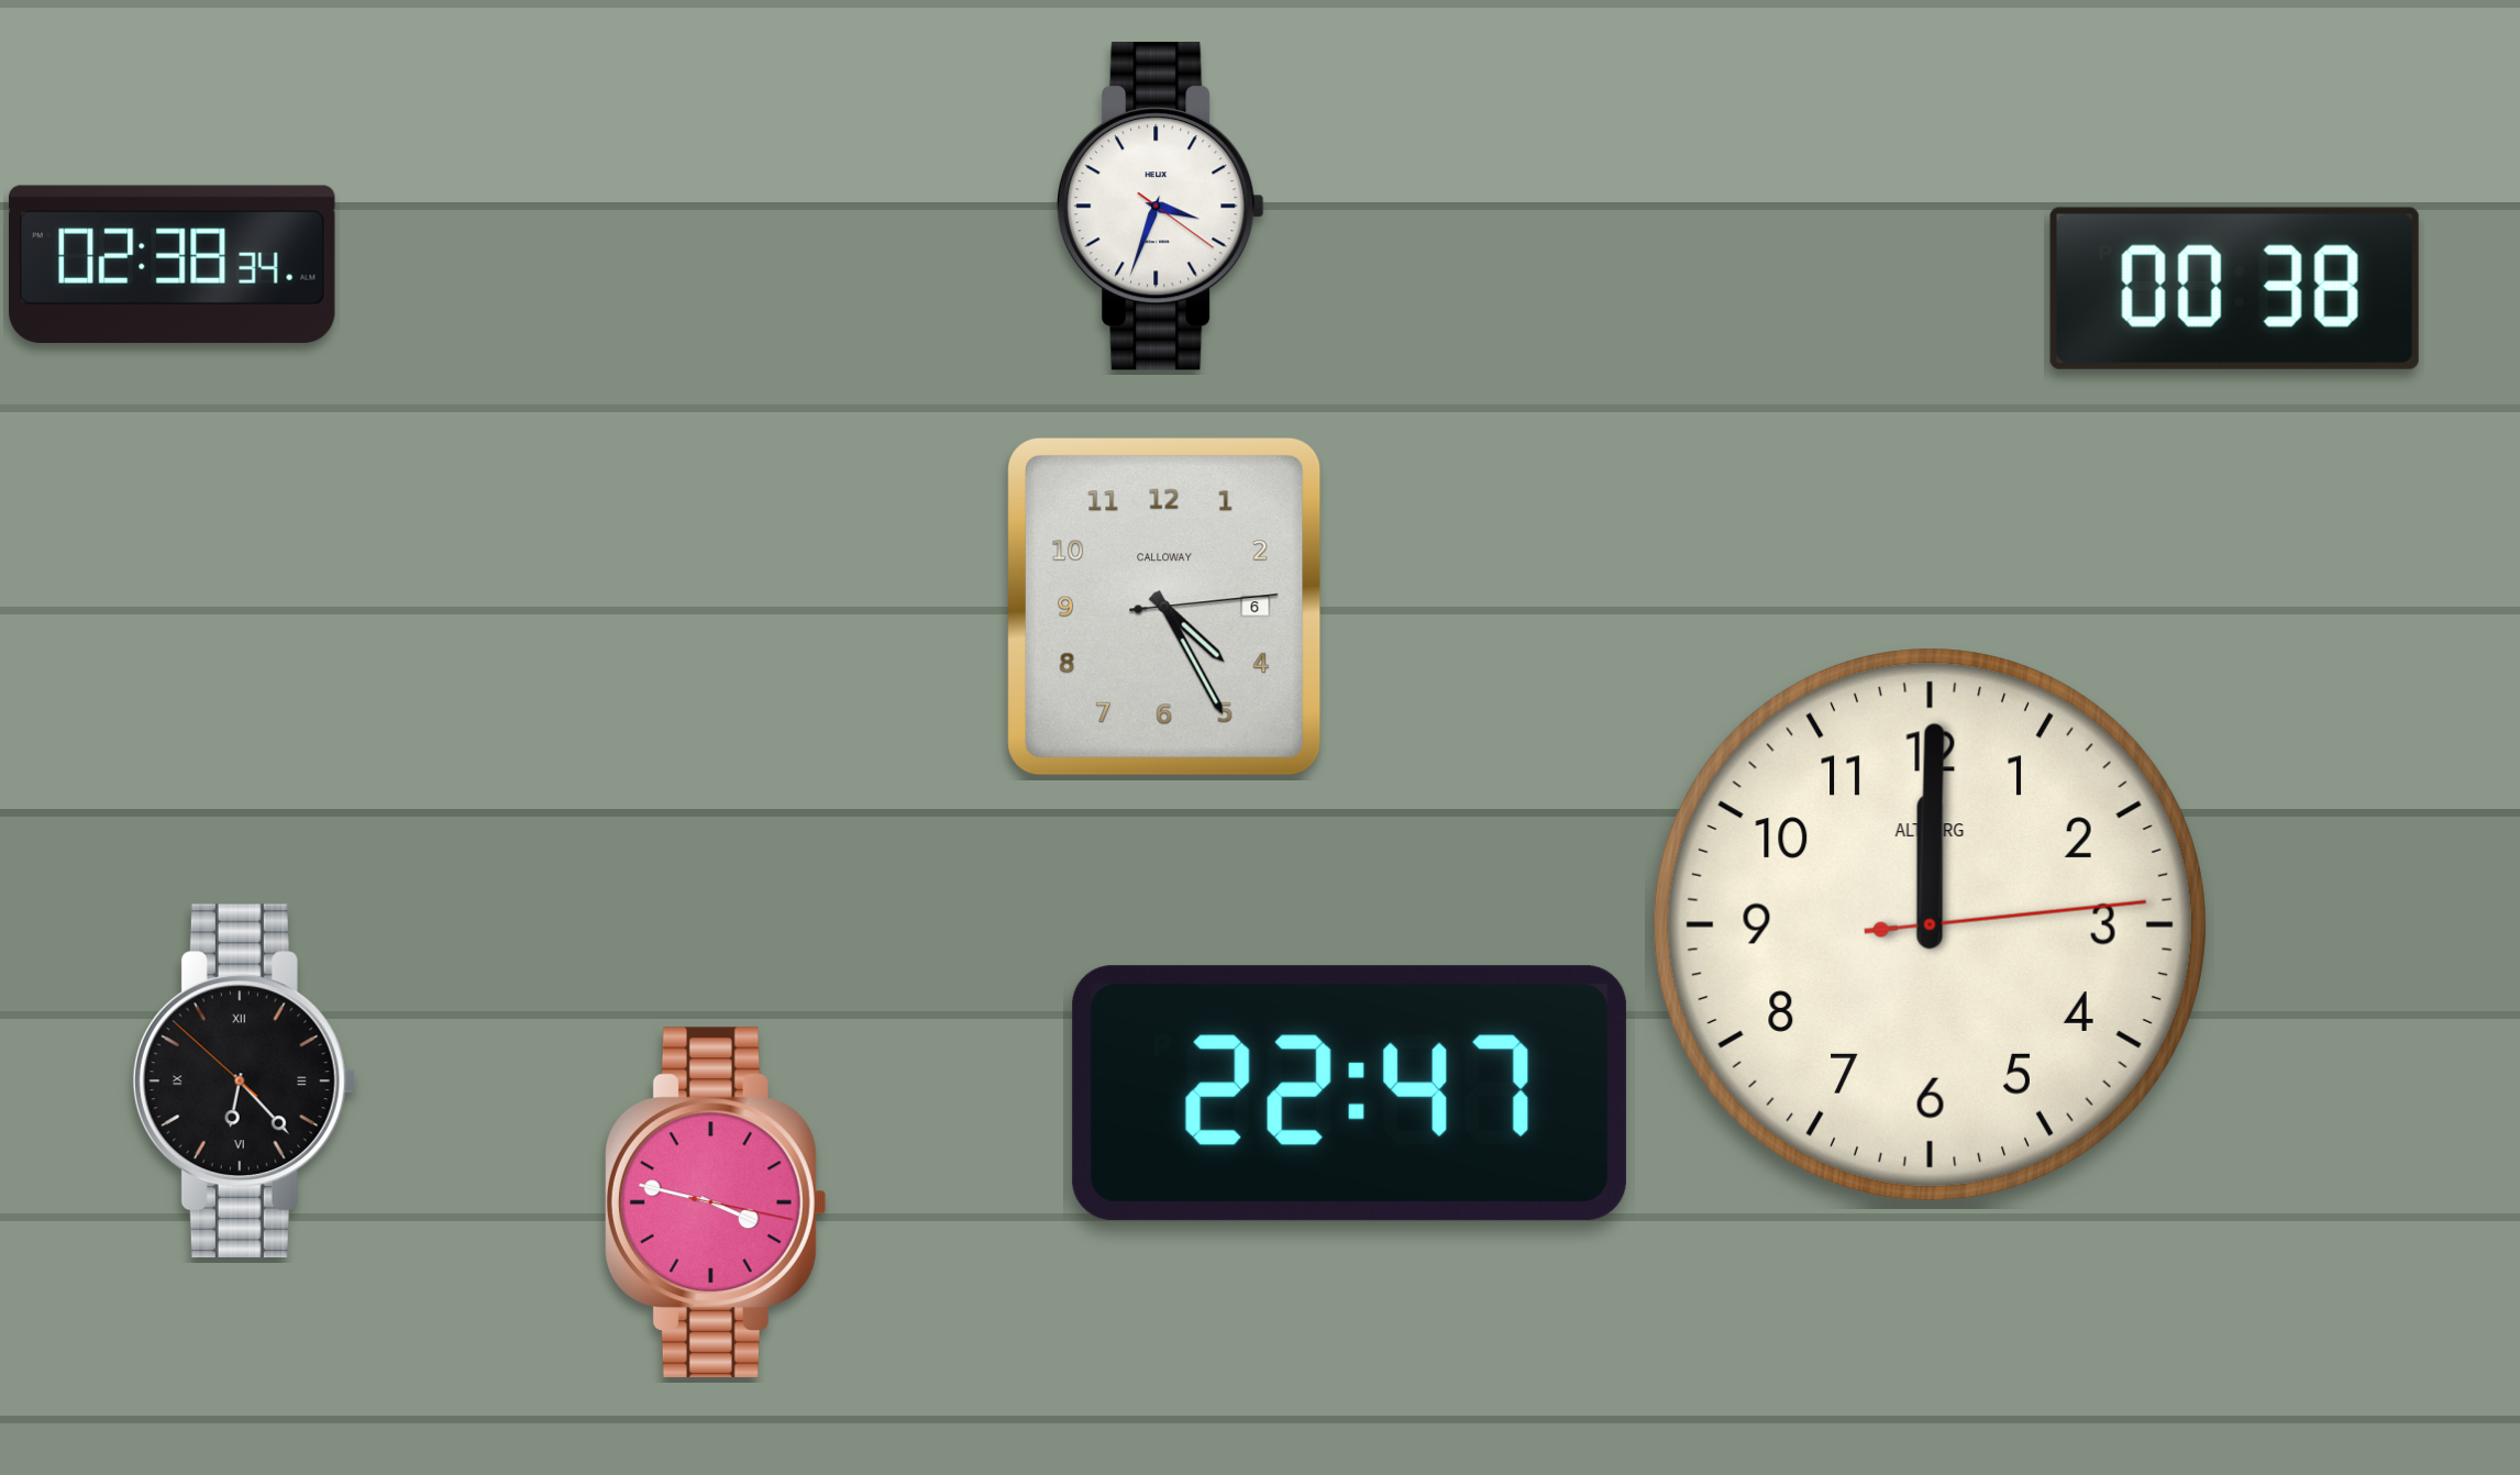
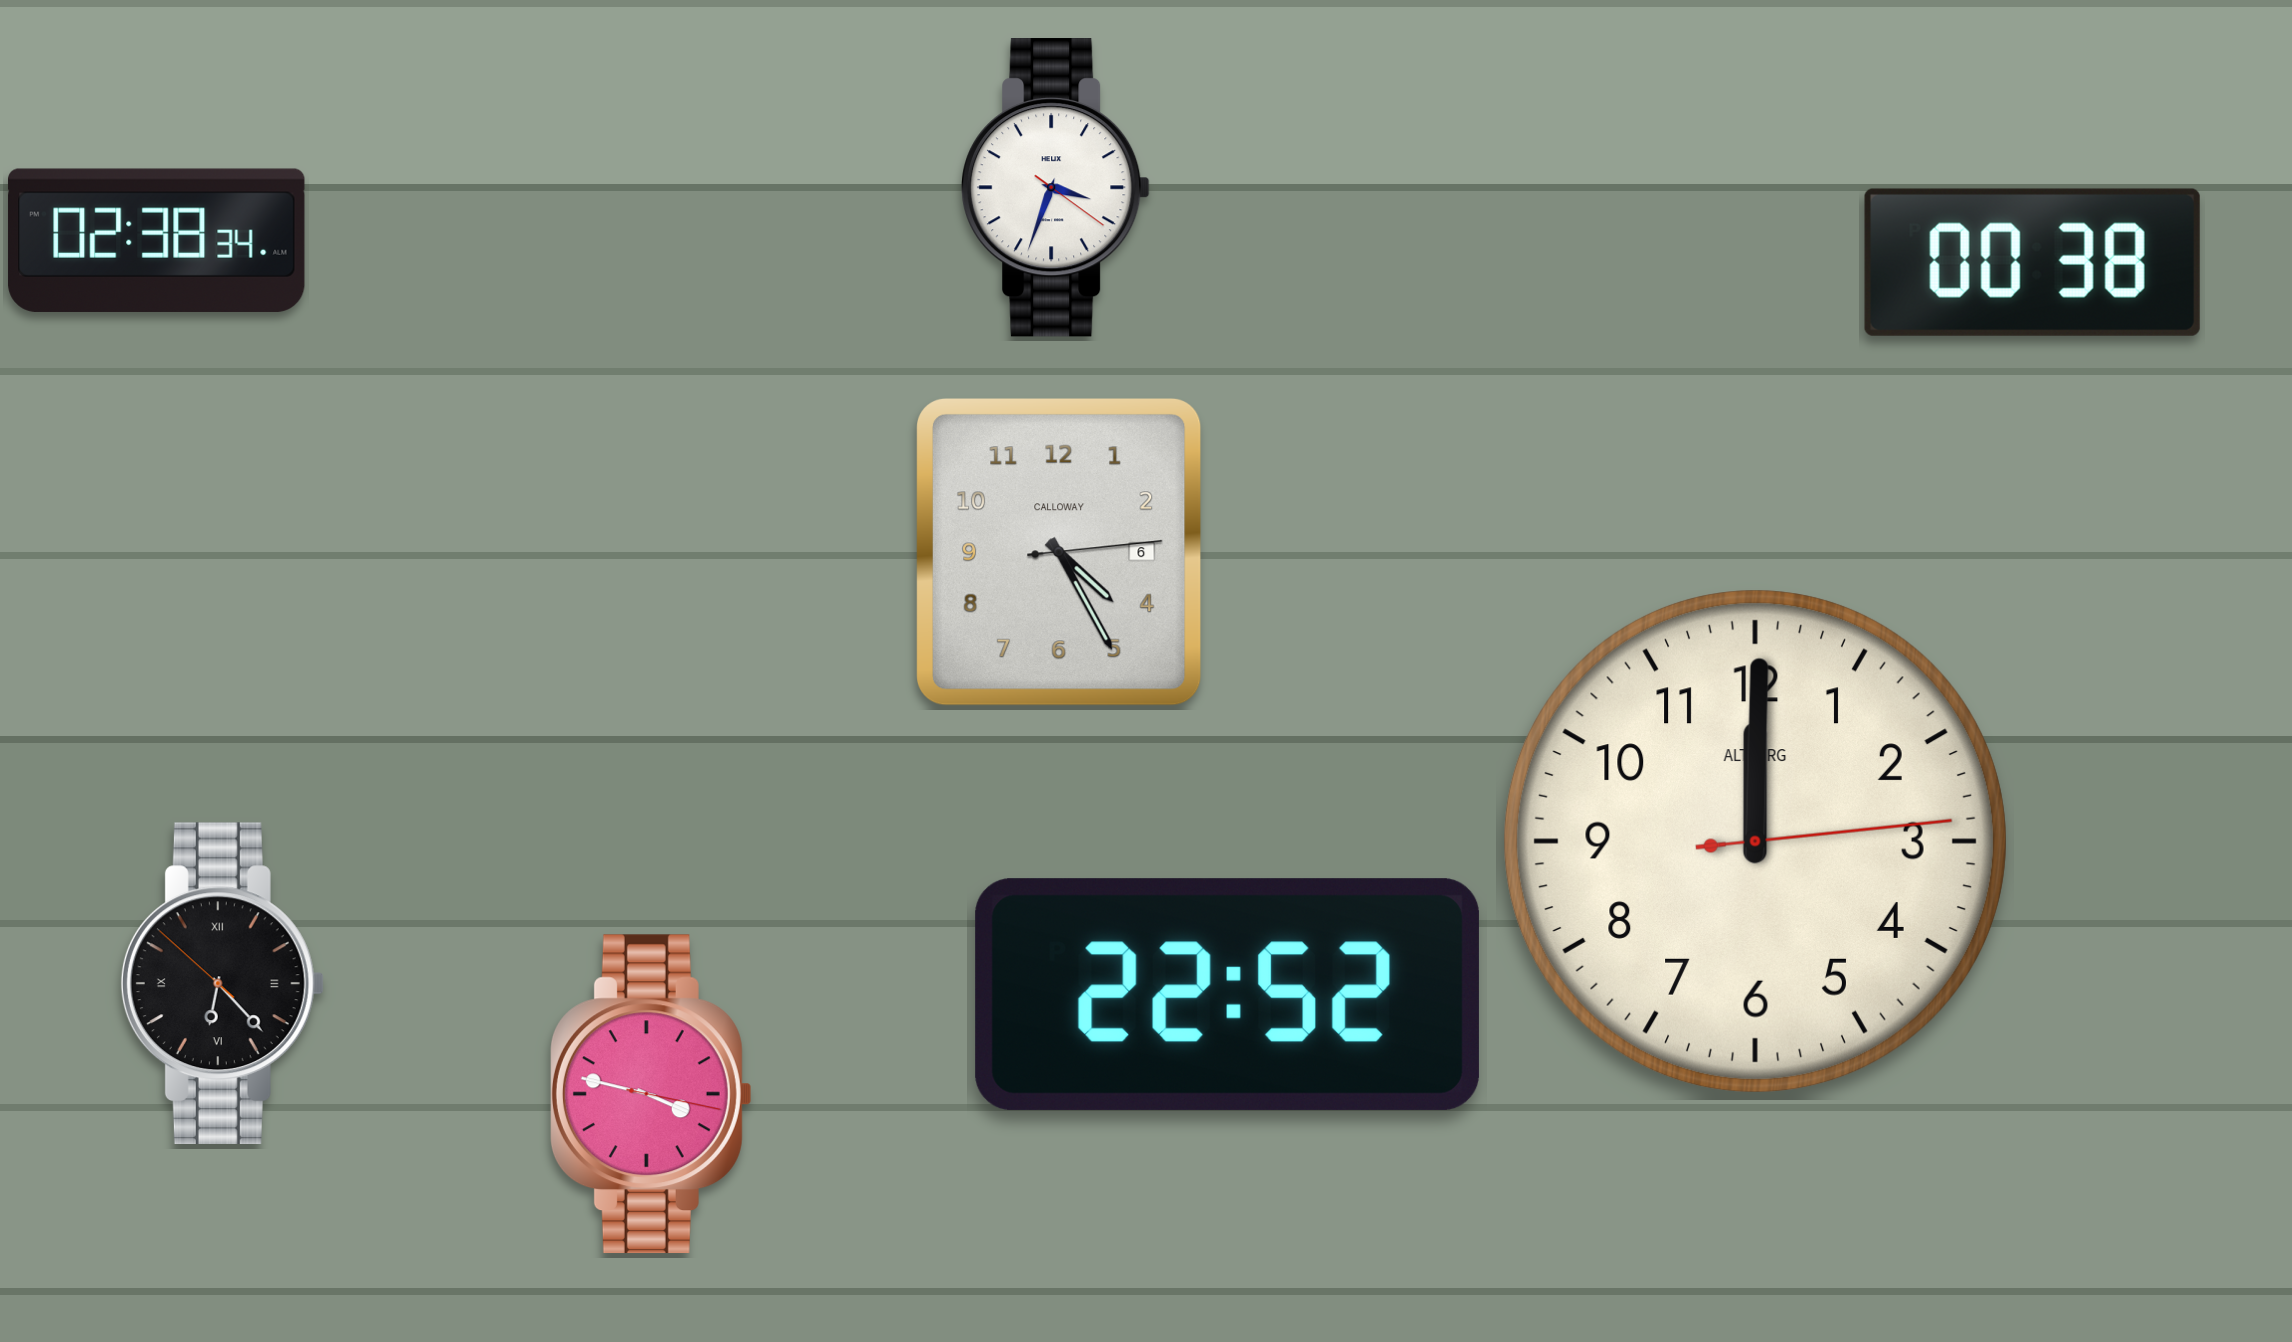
clock at (1349, 1093): 22:47 -> 22:52
